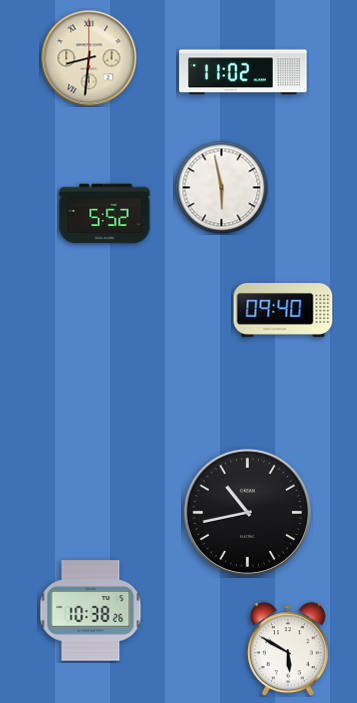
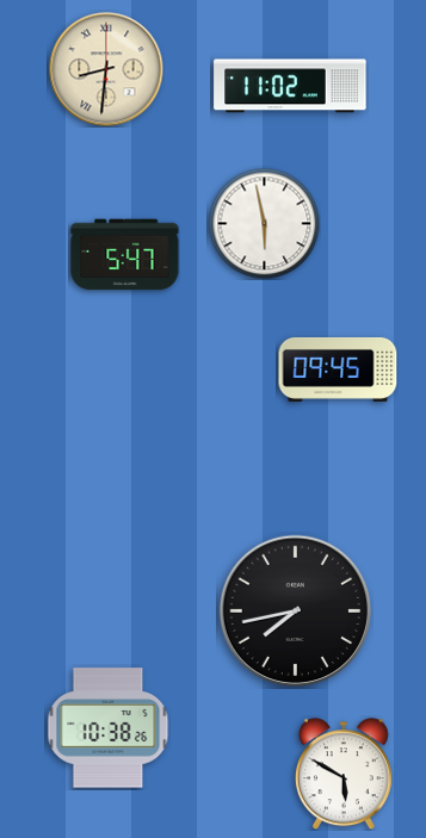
clock at (105, 214): 5:52 -> 5:47
clock at (283, 310): 09:40 -> 09:45
clock at (248, 513): 10:43 -> 7:43
